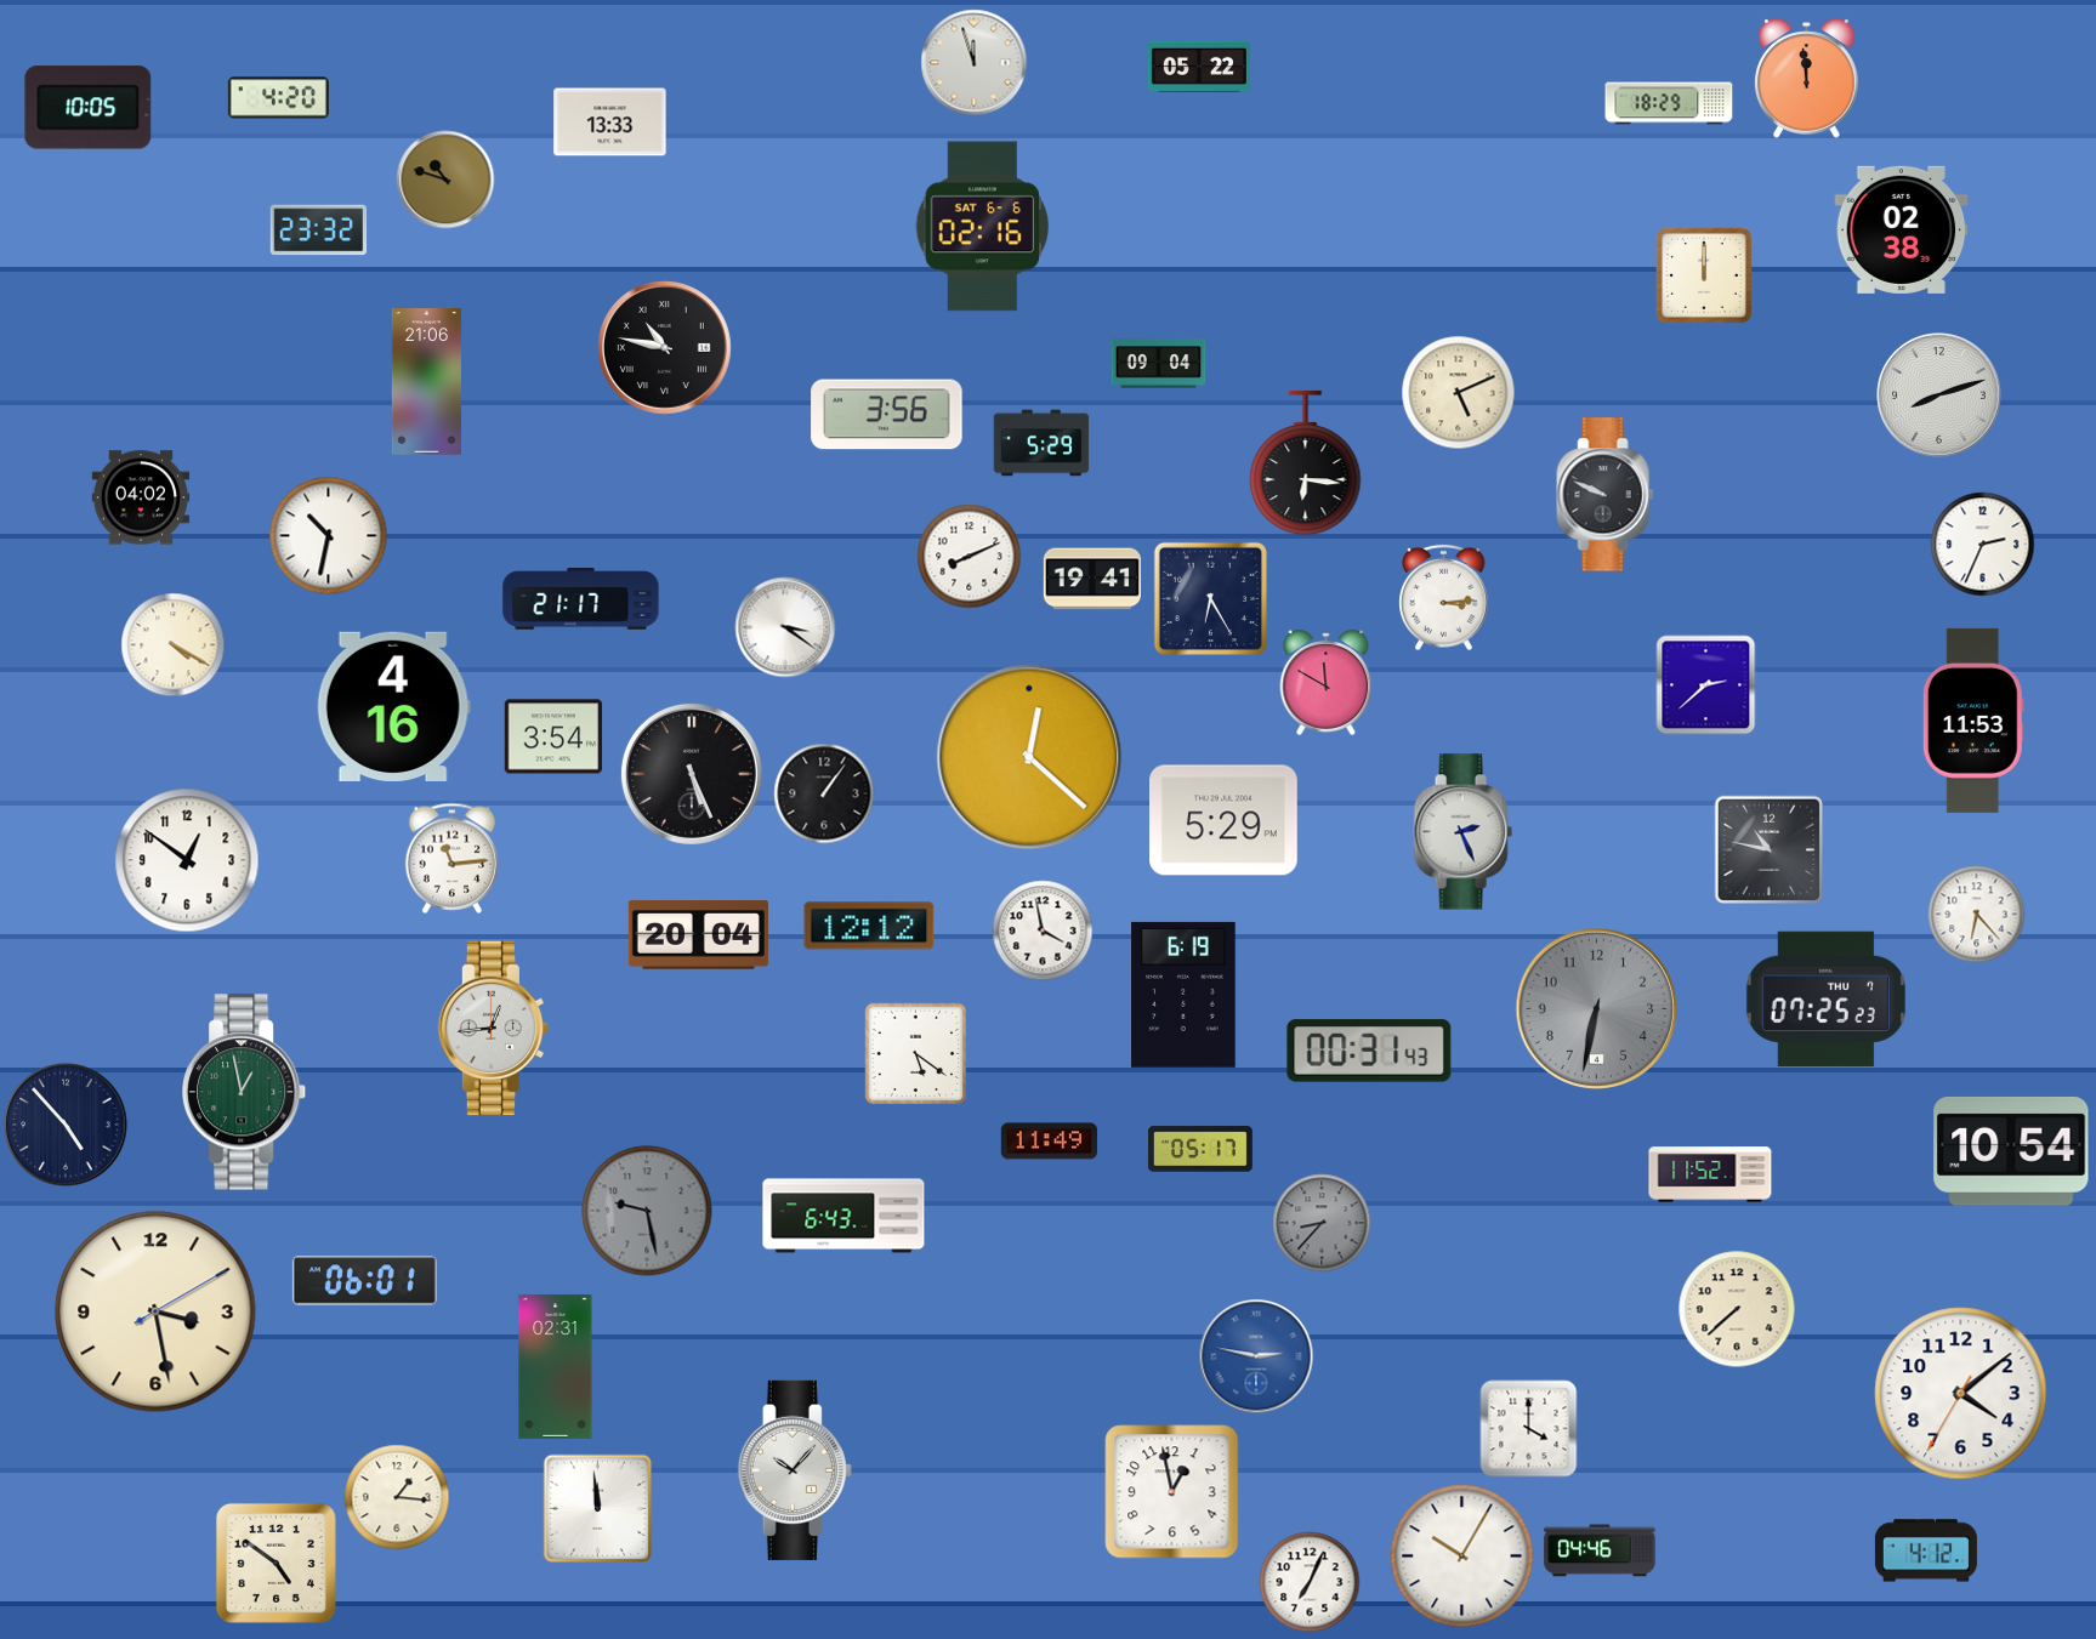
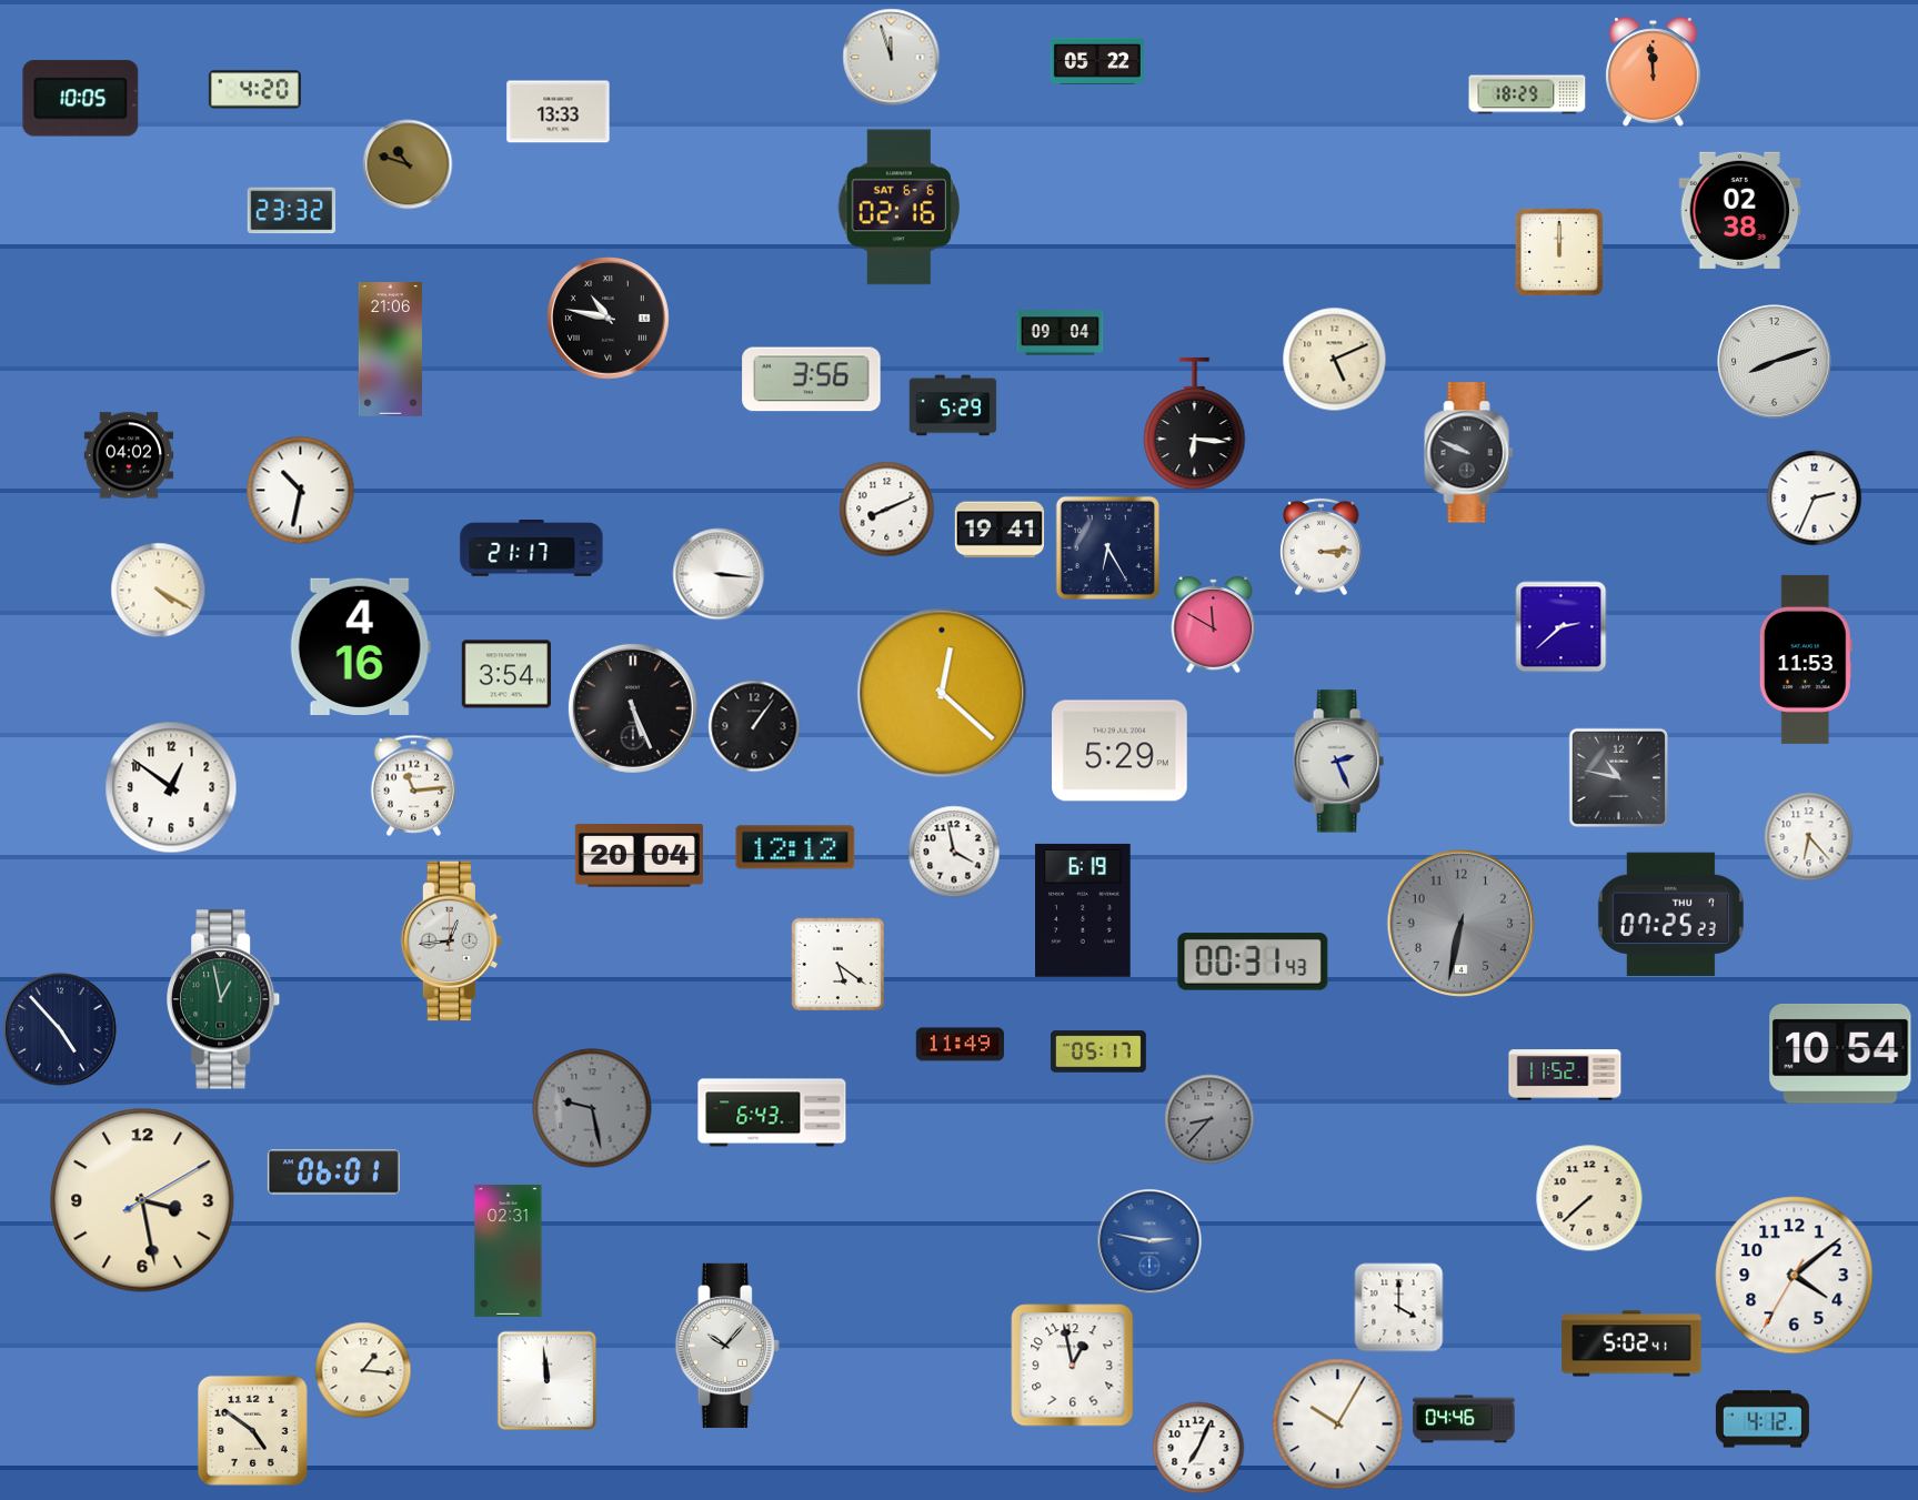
clock at (785, 627): 3:21 -> 3:16
clock at (1631, 1343): none -> 5:02
